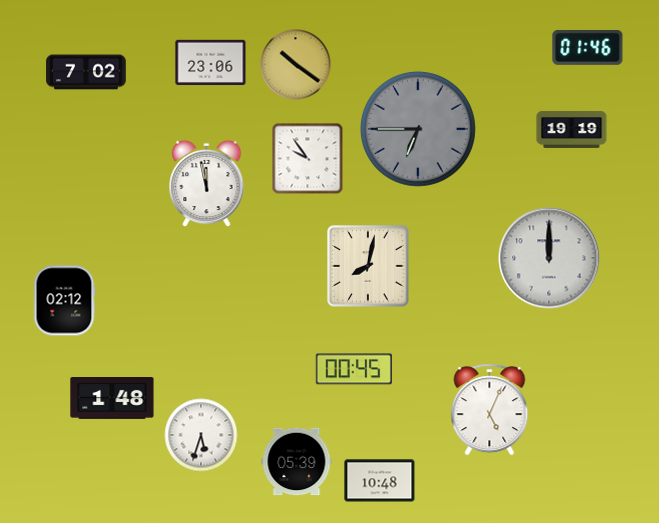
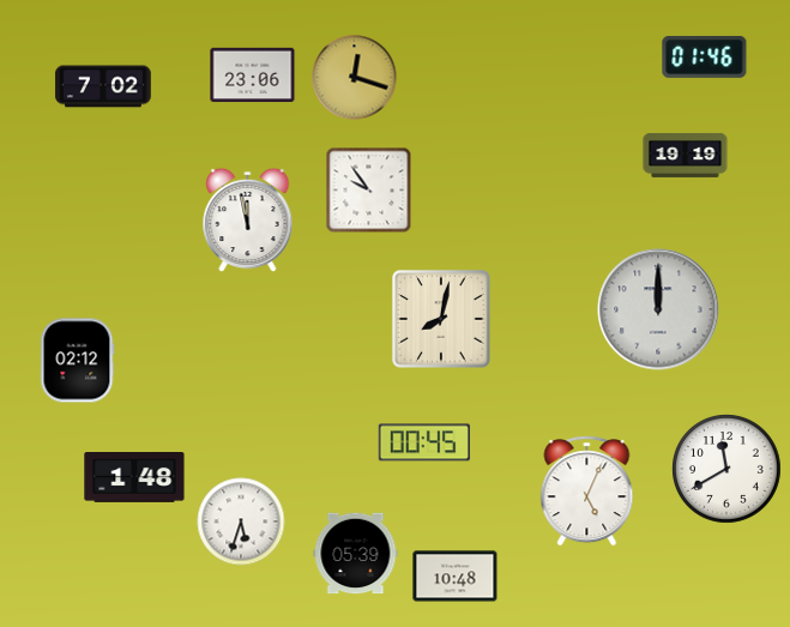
clock at (296, 65): 10:21 -> 12:18
clock at (418, 129): 6:45 -> none
clock at (728, 470): none -> 11:40
